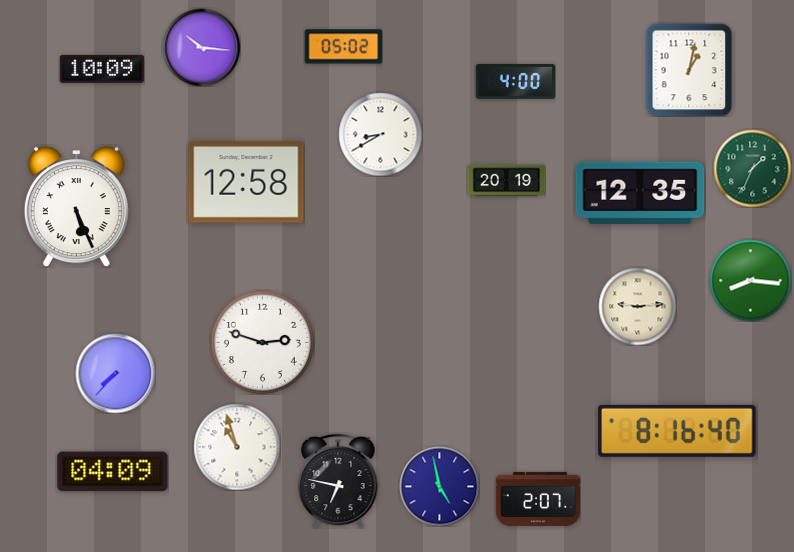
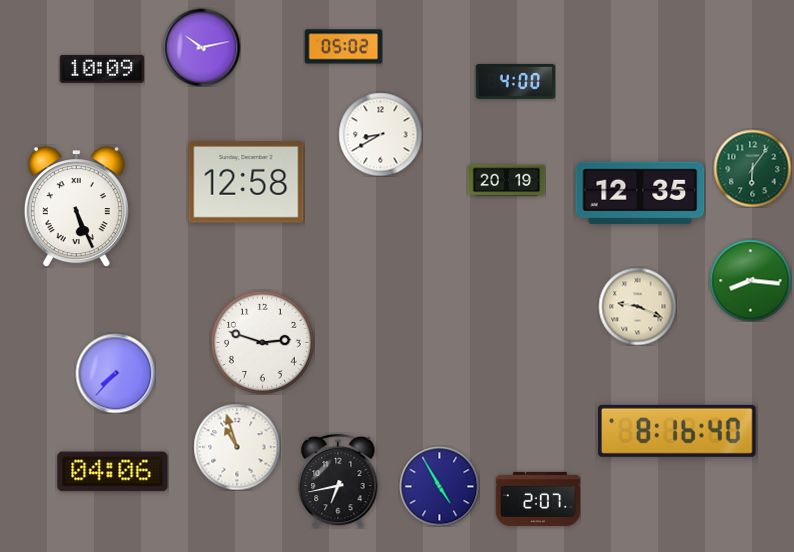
clock at (201, 47): 10:16 -> 10:13
clock at (689, 70): 1:02 -> none
clock at (752, 168): 1:34 -> 6:06
clock at (637, 306): 9:14 -> 9:19
clock at (113, 472): 04:09 -> 04:06
clock at (338, 481): 6:47 -> 6:43
clock at (439, 486): 4:58 -> 4:55
